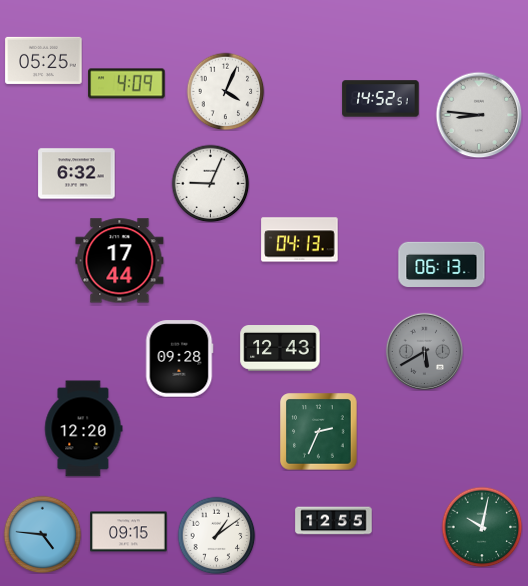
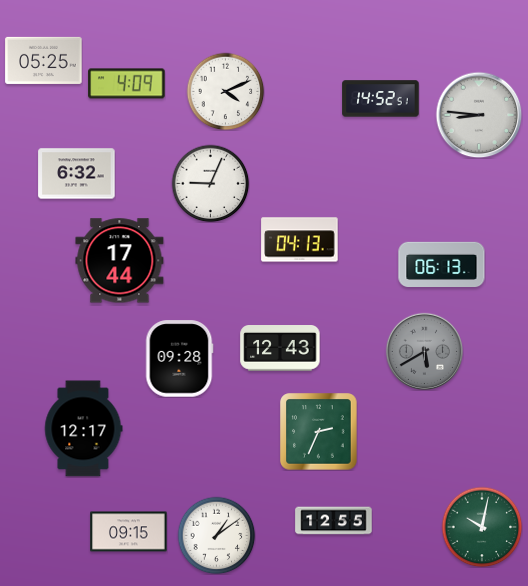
clock at (225, 91): 4:04 -> 4:11
clock at (84, 429): 12:20 -> 12:17
clock at (42, 534): 4:46 -> none
